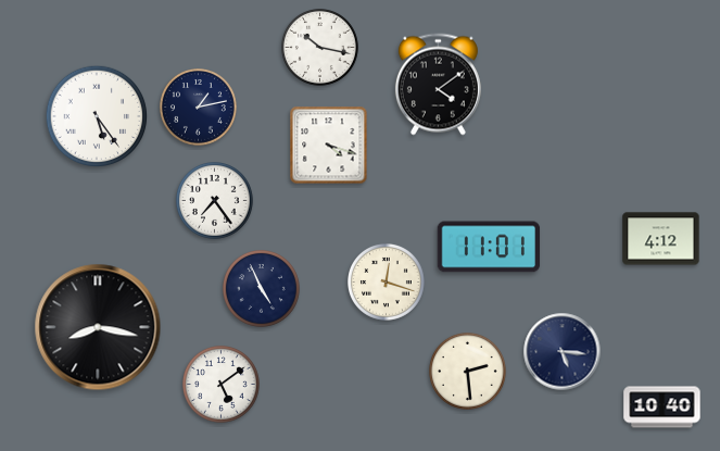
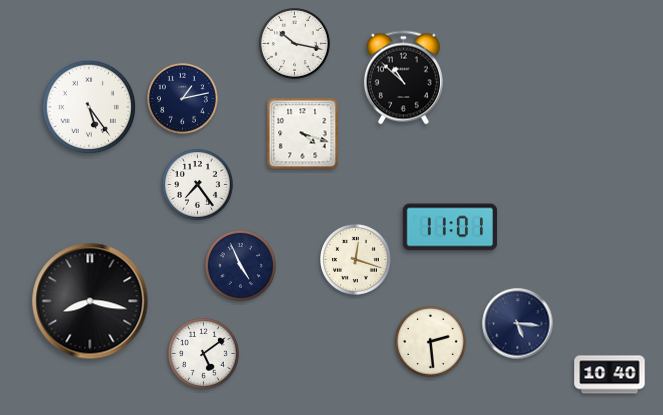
clock at (438, 85): 4:09 -> 10:52
clock at (661, 239): 4:12 -> none
